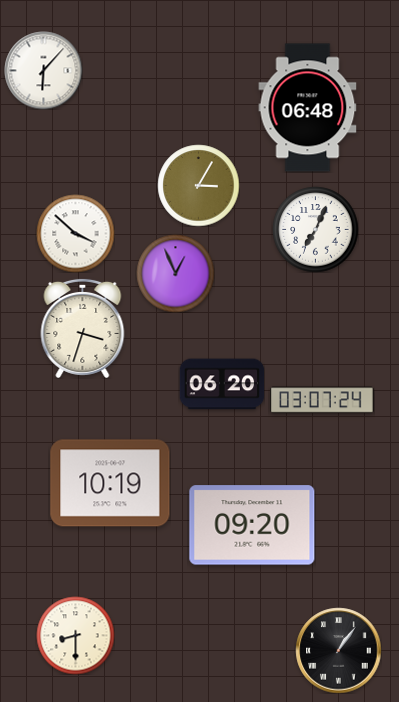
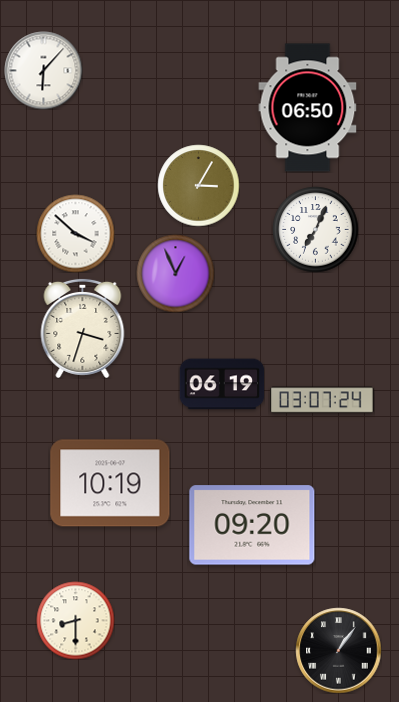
clock at (308, 108): 06:48 -> 06:50
clock at (222, 384): 06:20 -> 06:19
clock at (75, 635) position: (75, 635) -> (75, 620)
